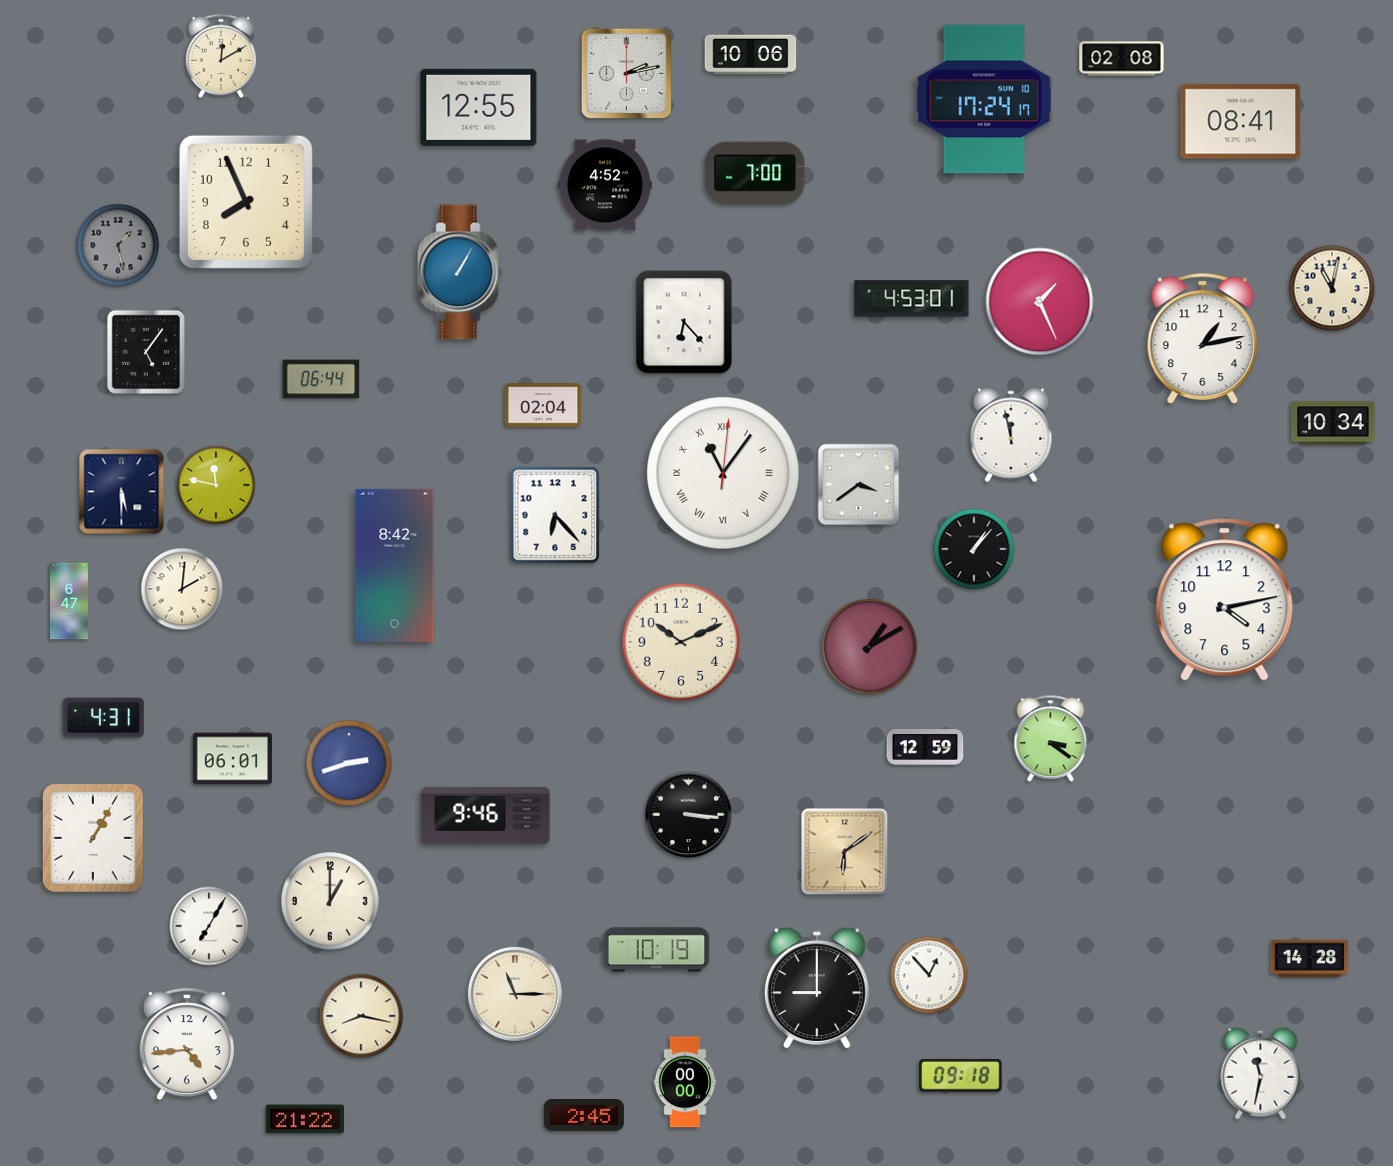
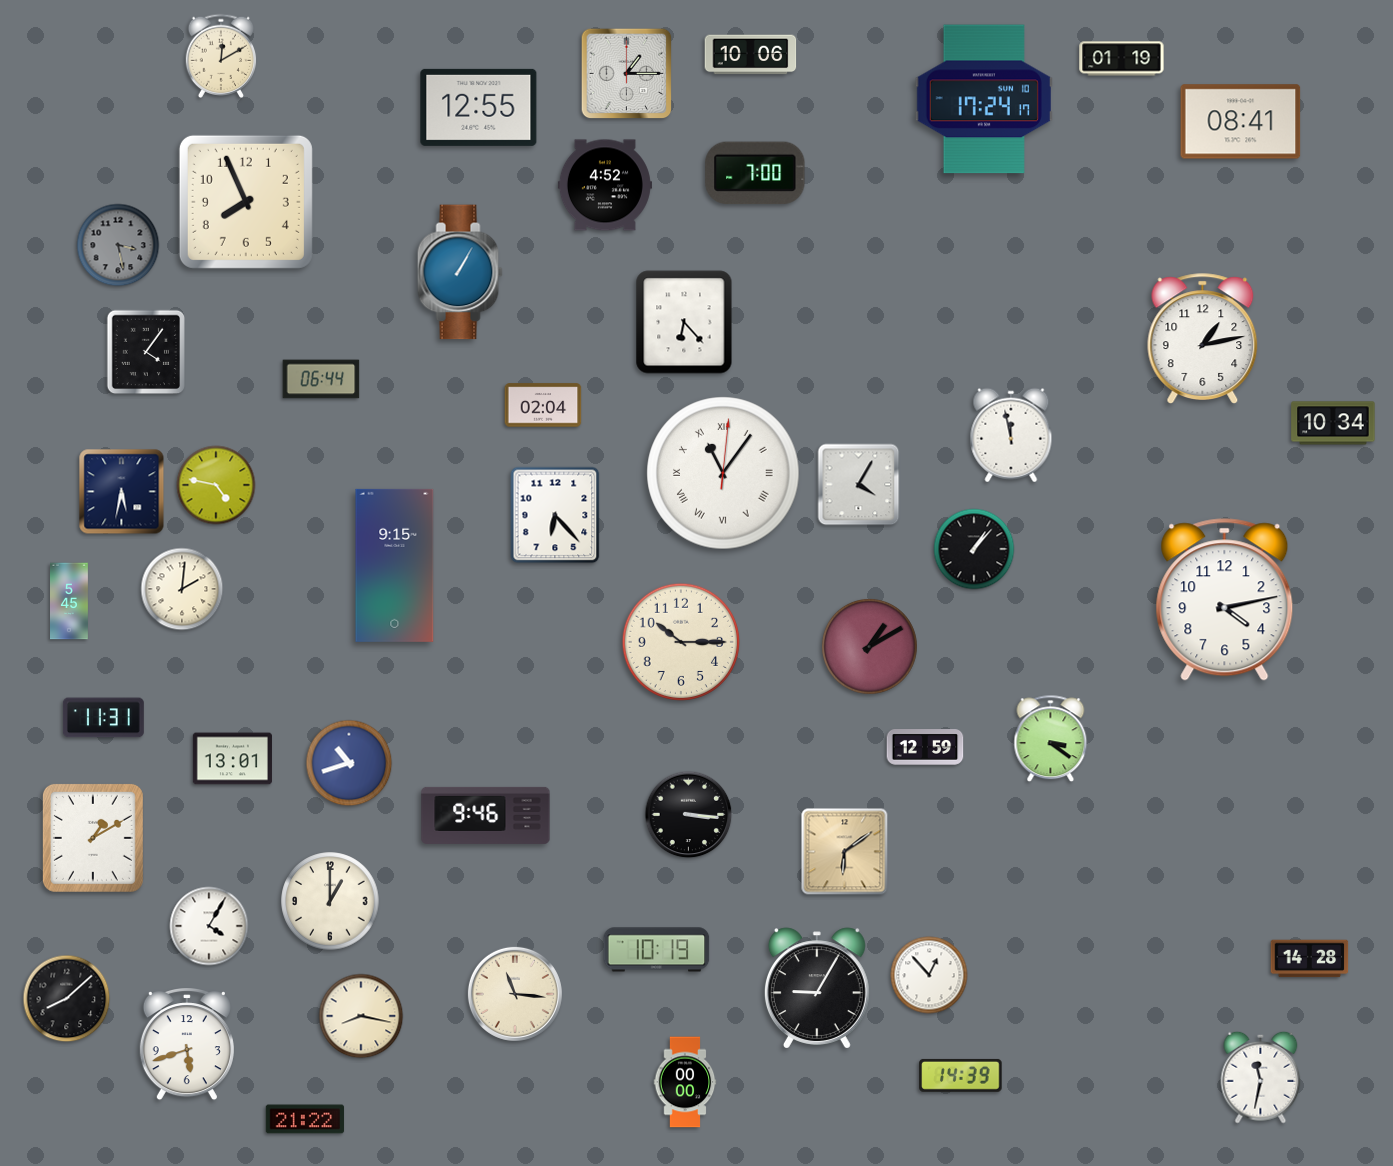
clock at (1122, 59): 02:08 -> 01:19
clock at (627, 74): 2:13 -> 1:15
clock at (118, 245): 1:28 -> 3:28
clock at (1332, 288): 11:02 -> none
clock at (912, 299): 4:53 -> none
clock at (1040, 302): 1:26 -> none
clock at (146, 352): 5:06 -> 4:06
clock at (216, 485): 11:47 -> 4:47
clock at (859, 485): 3:39 -> 4:05
clock at (122, 492): 5:30 -> 5:32
clock at (395, 565): 8:42 -> 9:15
clock at (70, 601): 6:47 -> 5:45
clock at (681, 642): 10:11 -> 10:15
clock at (103, 718): 4:31 -> 11:31
clock at (232, 759): 06:01 -> 13:01
clock at (349, 763): 2:42 -> 10:42
clock at (93, 838): 1:05 -> 1:10
clock at (209, 926): 7:05 -> 4:05
clock at (817, 988): 9:00 -> 9:05
clock at (515, 994): 11:15 -> 11:16
clock at (67, 999): none -> 8:08
clock at (187, 1045): 4:44 -> 5:42
clock at (1261, 1073) position: (1261, 1073) -> (1261, 1077)
clock at (961, 1075): 09:18 -> 14:39
clock at (584, 1116): 2:45 -> none
